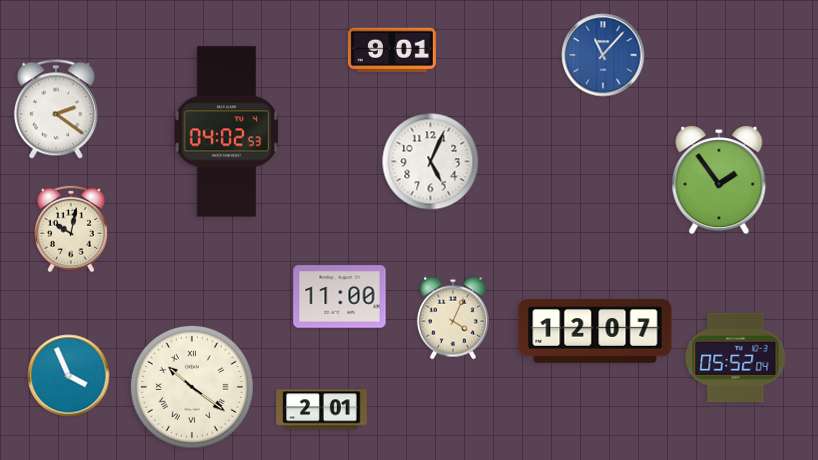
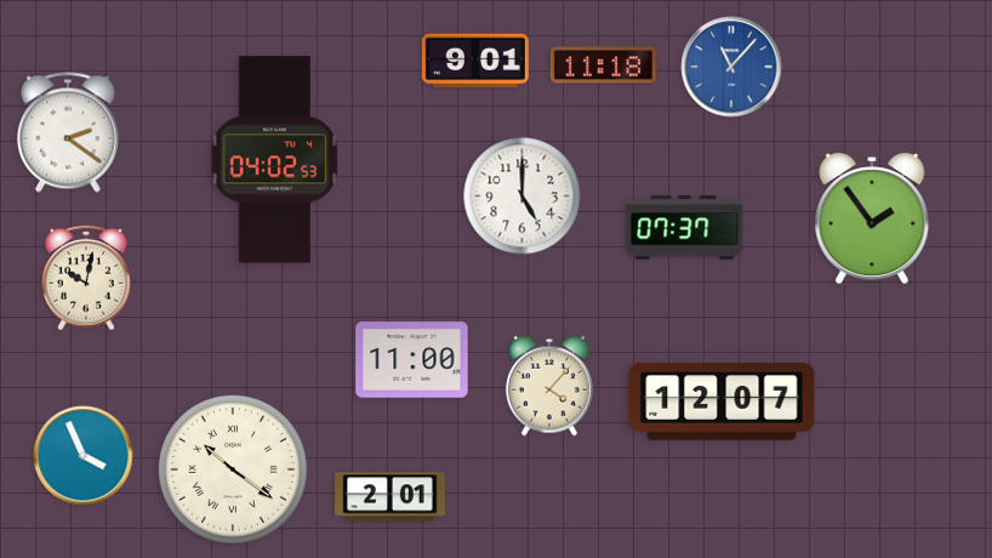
clock at (603, 66): none -> 11:18
clock at (431, 162): 5:04 -> 5:00
clock at (685, 228): none -> 07:37
clock at (453, 318): 4:04 -> 4:07
clock at (736, 358): 05:52 -> none
